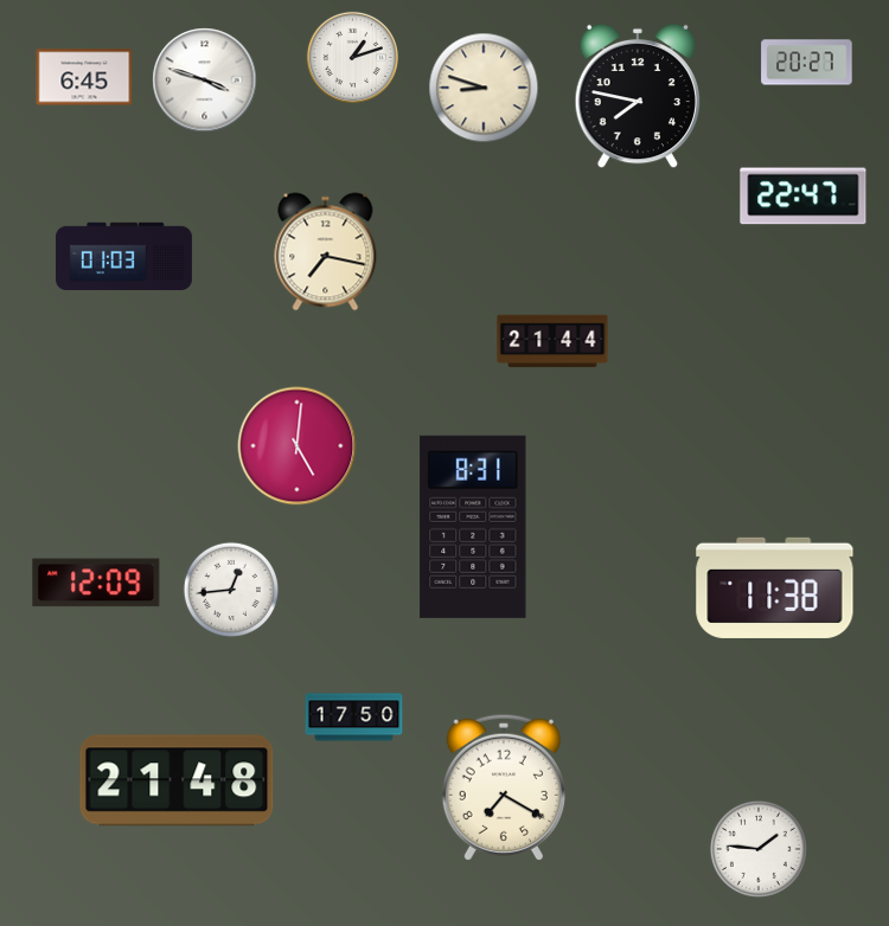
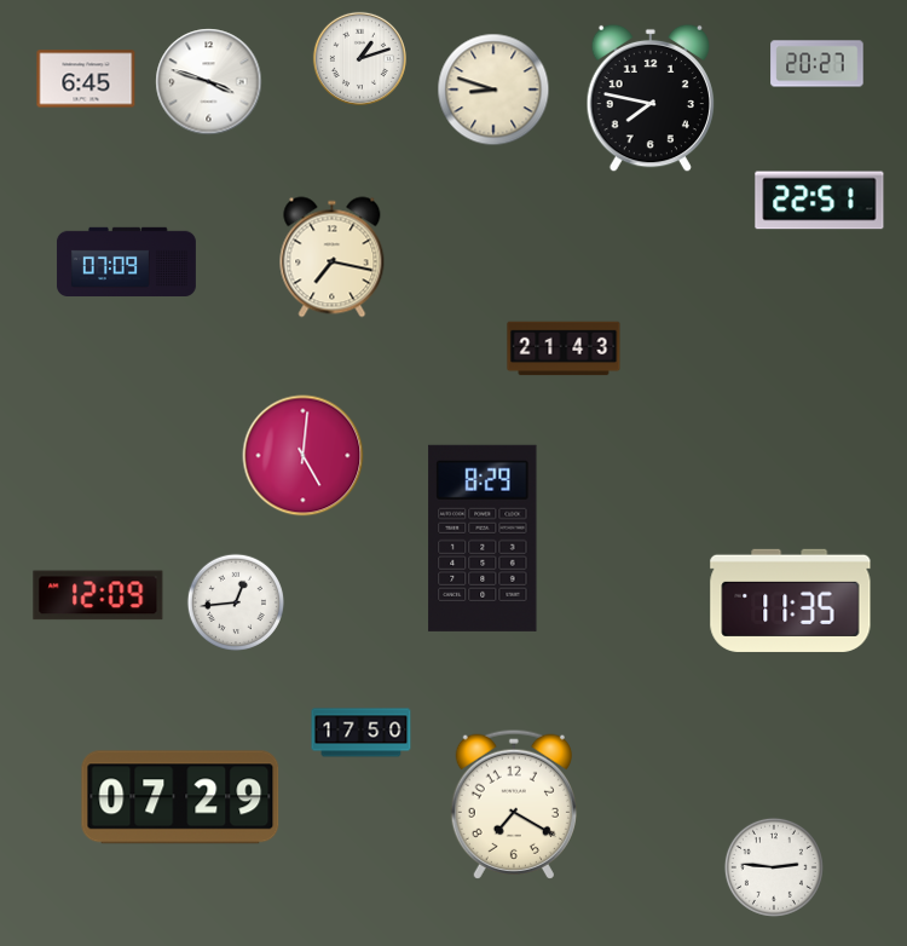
clock at (807, 63) position: (807, 63) -> (818, 64)
clock at (804, 197): 22:47 -> 22:51
clock at (123, 256): 01:03 -> 07:09
clock at (552, 341): 21:44 -> 21:43
clock at (473, 527): 8:31 -> 8:29
clock at (775, 587): 11:38 -> 11:35
clock at (177, 780): 21:48 -> 07:29
clock at (759, 849): 1:46 -> 2:46
